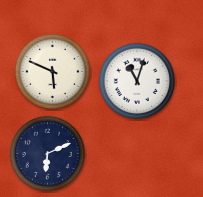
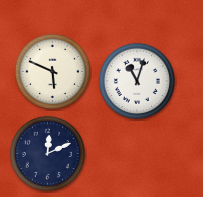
clock at (47, 153): 6:11 -> 12:11
